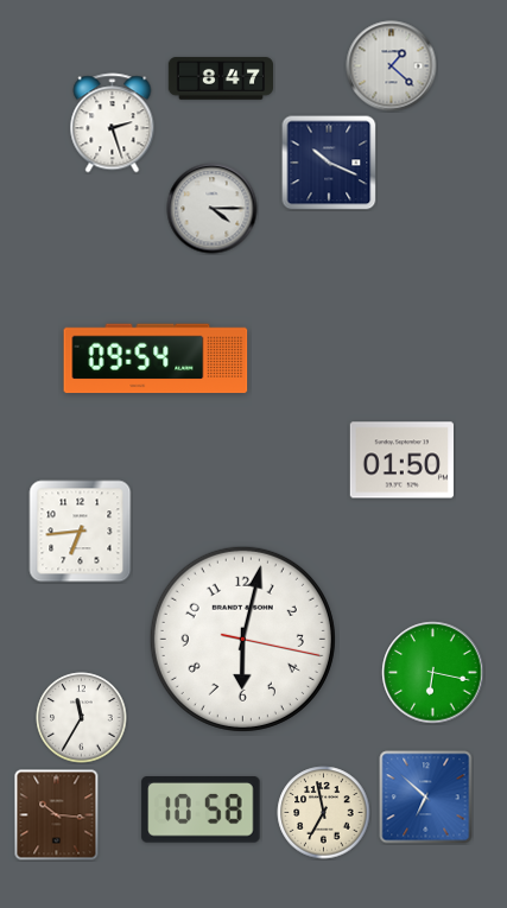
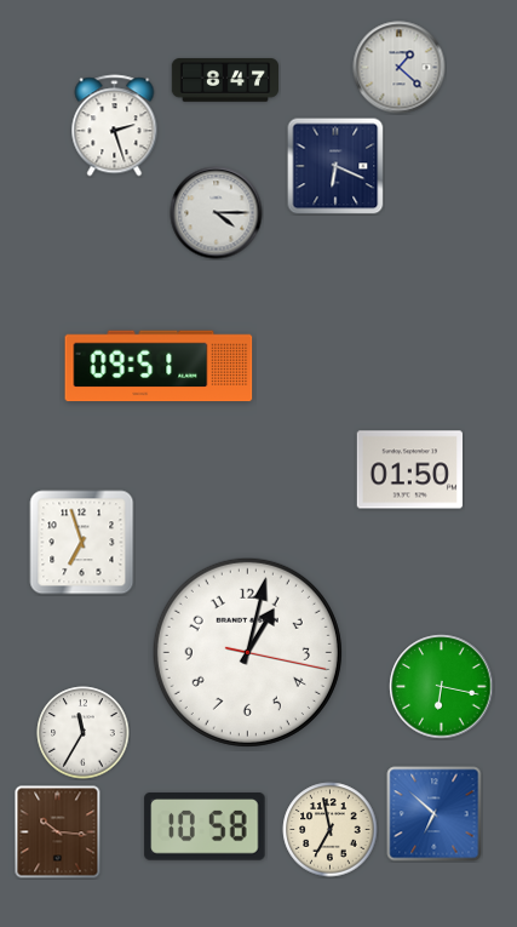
clock at (329, 163): 10:19 -> 6:19
clock at (156, 358): 09:54 -> 09:51
clock at (81, 532): 6:44 -> 6:57
clock at (242, 639): 6:02 -> 1:02
